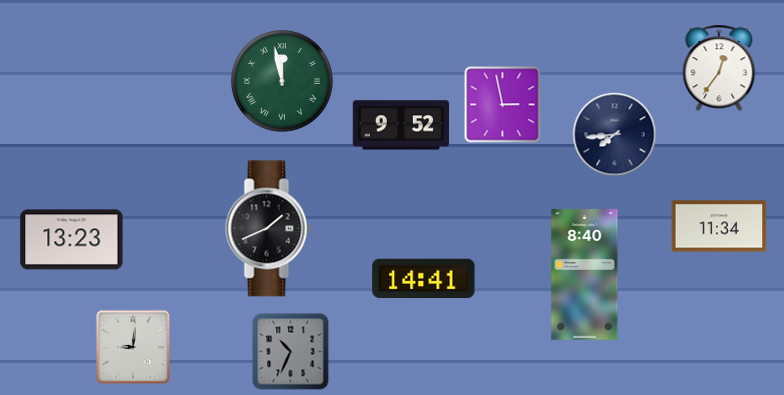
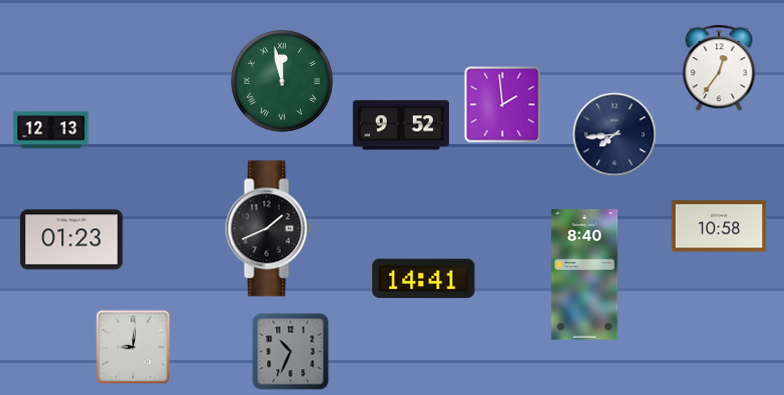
clock at (503, 105): 2:58 -> 1:59
clock at (51, 130): none -> 12:13
clock at (719, 226): 11:34 -> 10:58
clock at (72, 240): 13:23 -> 01:23
